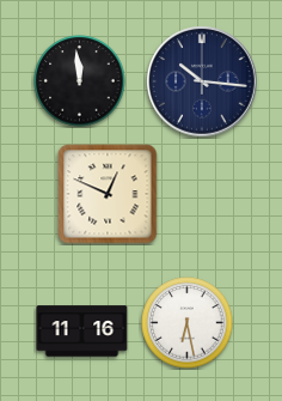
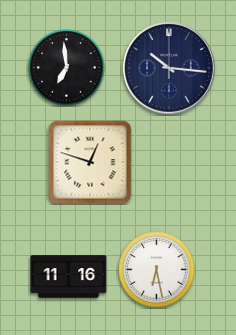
clock at (80, 81): 11:59 -> 6:59
clock at (108, 194): 12:49 -> 12:48
